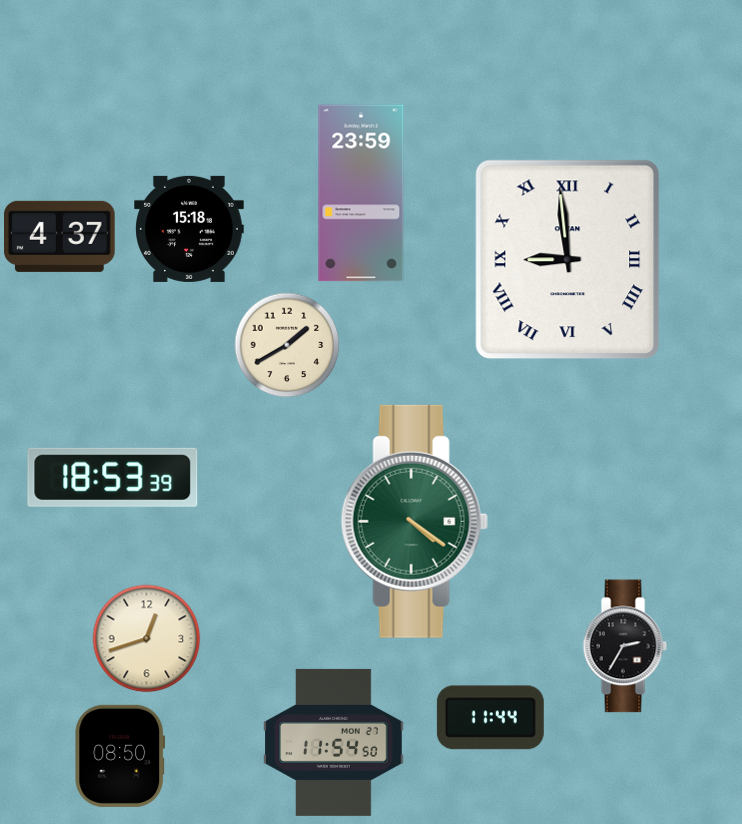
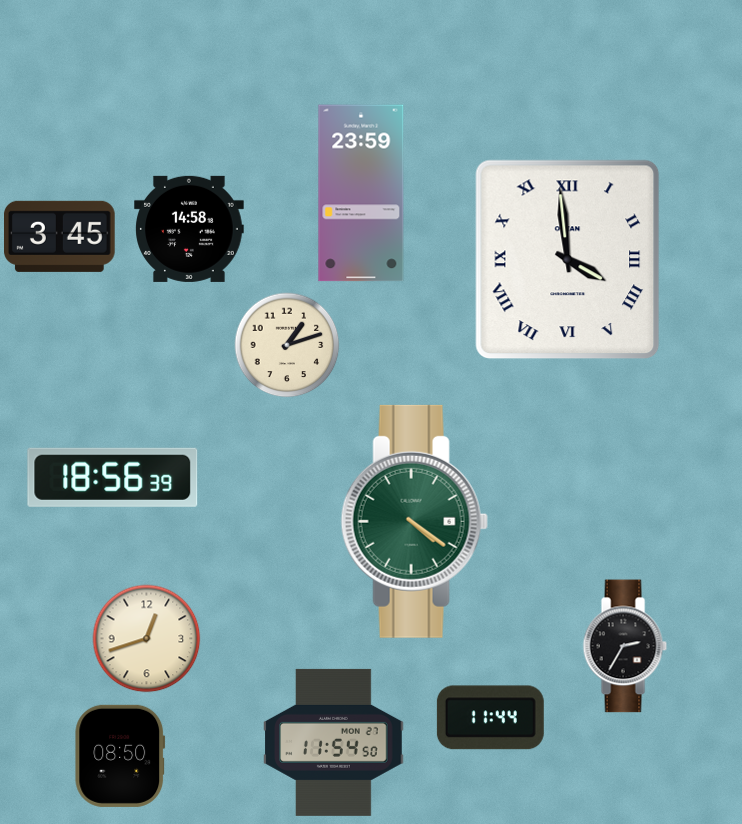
clock at (189, 229): 15:18 -> 14:58
clock at (60, 236): 4:37 -> 3:45
clock at (568, 260): 8:59 -> 3:59
clock at (287, 345): 1:40 -> 1:12
clock at (113, 477): 18:53 -> 18:56
